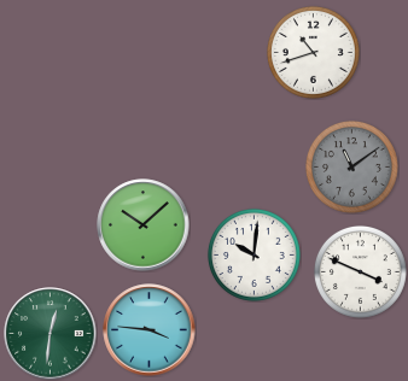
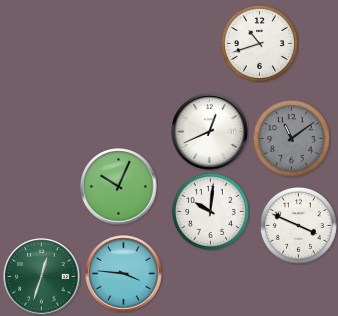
clock at (210, 132): none -> 12:41
clock at (144, 225): 10:08 -> 10:04
clock at (51, 334): 12:31 -> 12:33
